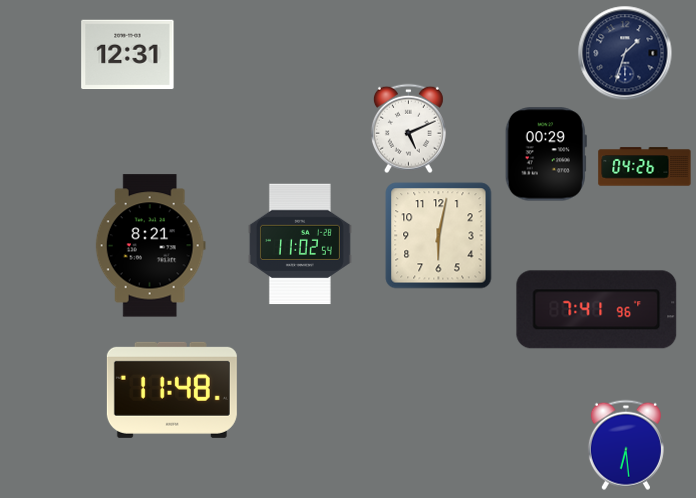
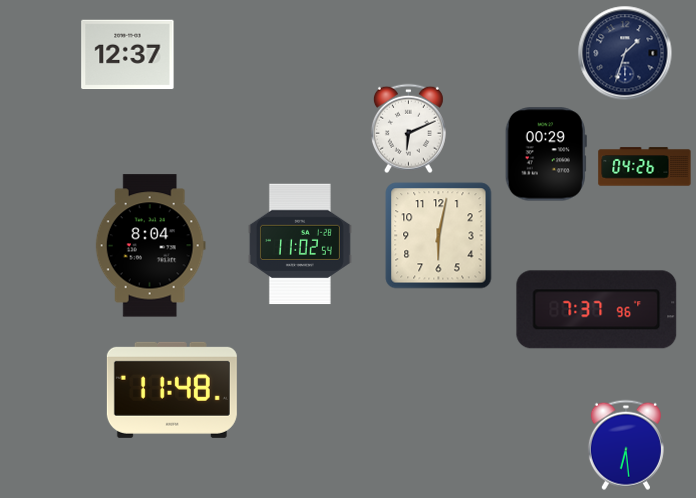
clock at (128, 55): 12:31 -> 12:37
clock at (408, 128): 5:11 -> 6:11
clock at (150, 246): 8:21 -> 8:04
clock at (597, 310): 7:41 -> 7:37
